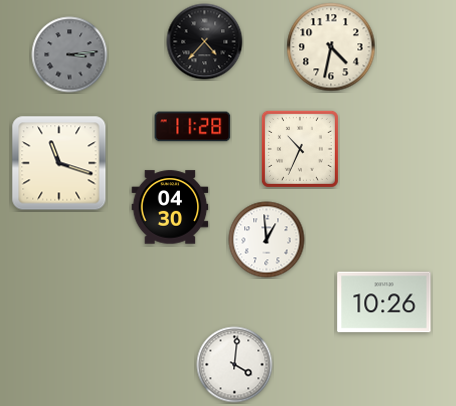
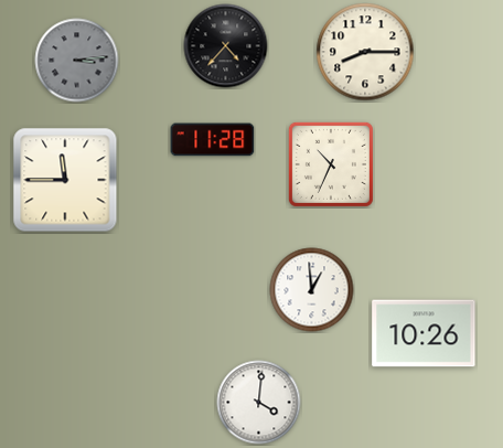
clock at (331, 47): 4:32 -> 8:15
clock at (59, 163): 11:18 -> 11:45
clock at (170, 207): 04:30 -> none
clock at (267, 240) position: (267, 240) -> (312, 290)
